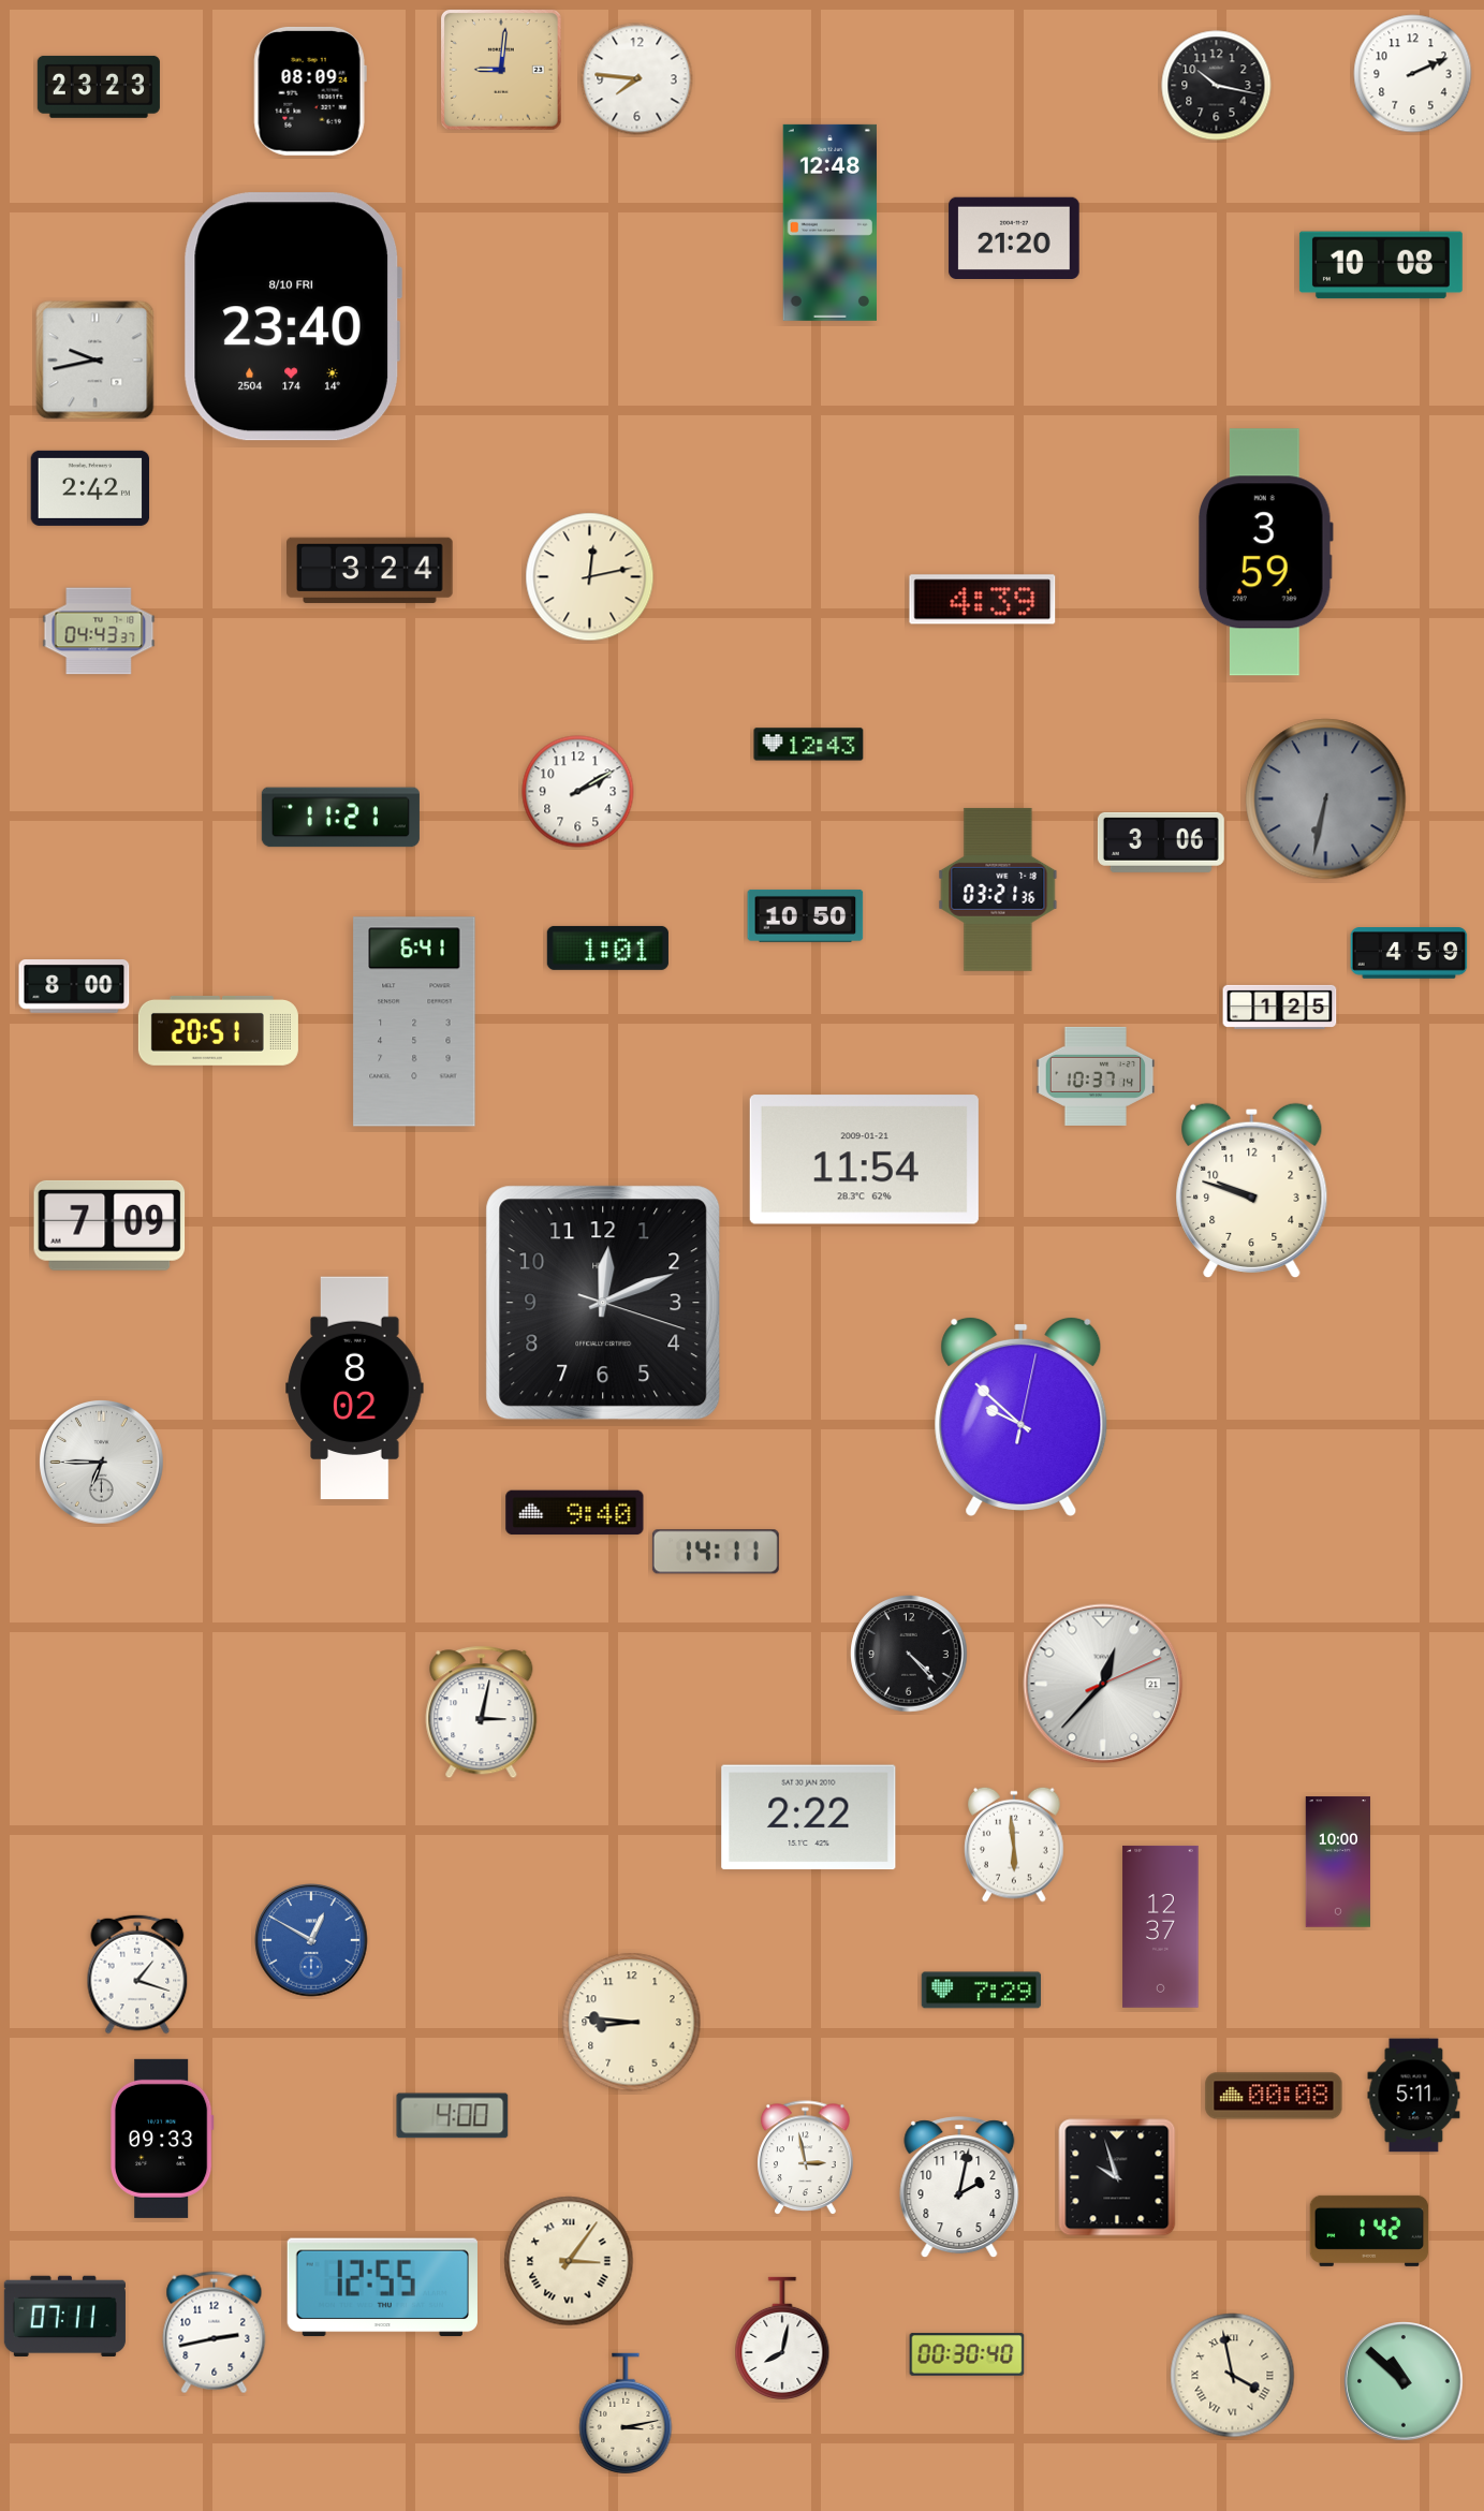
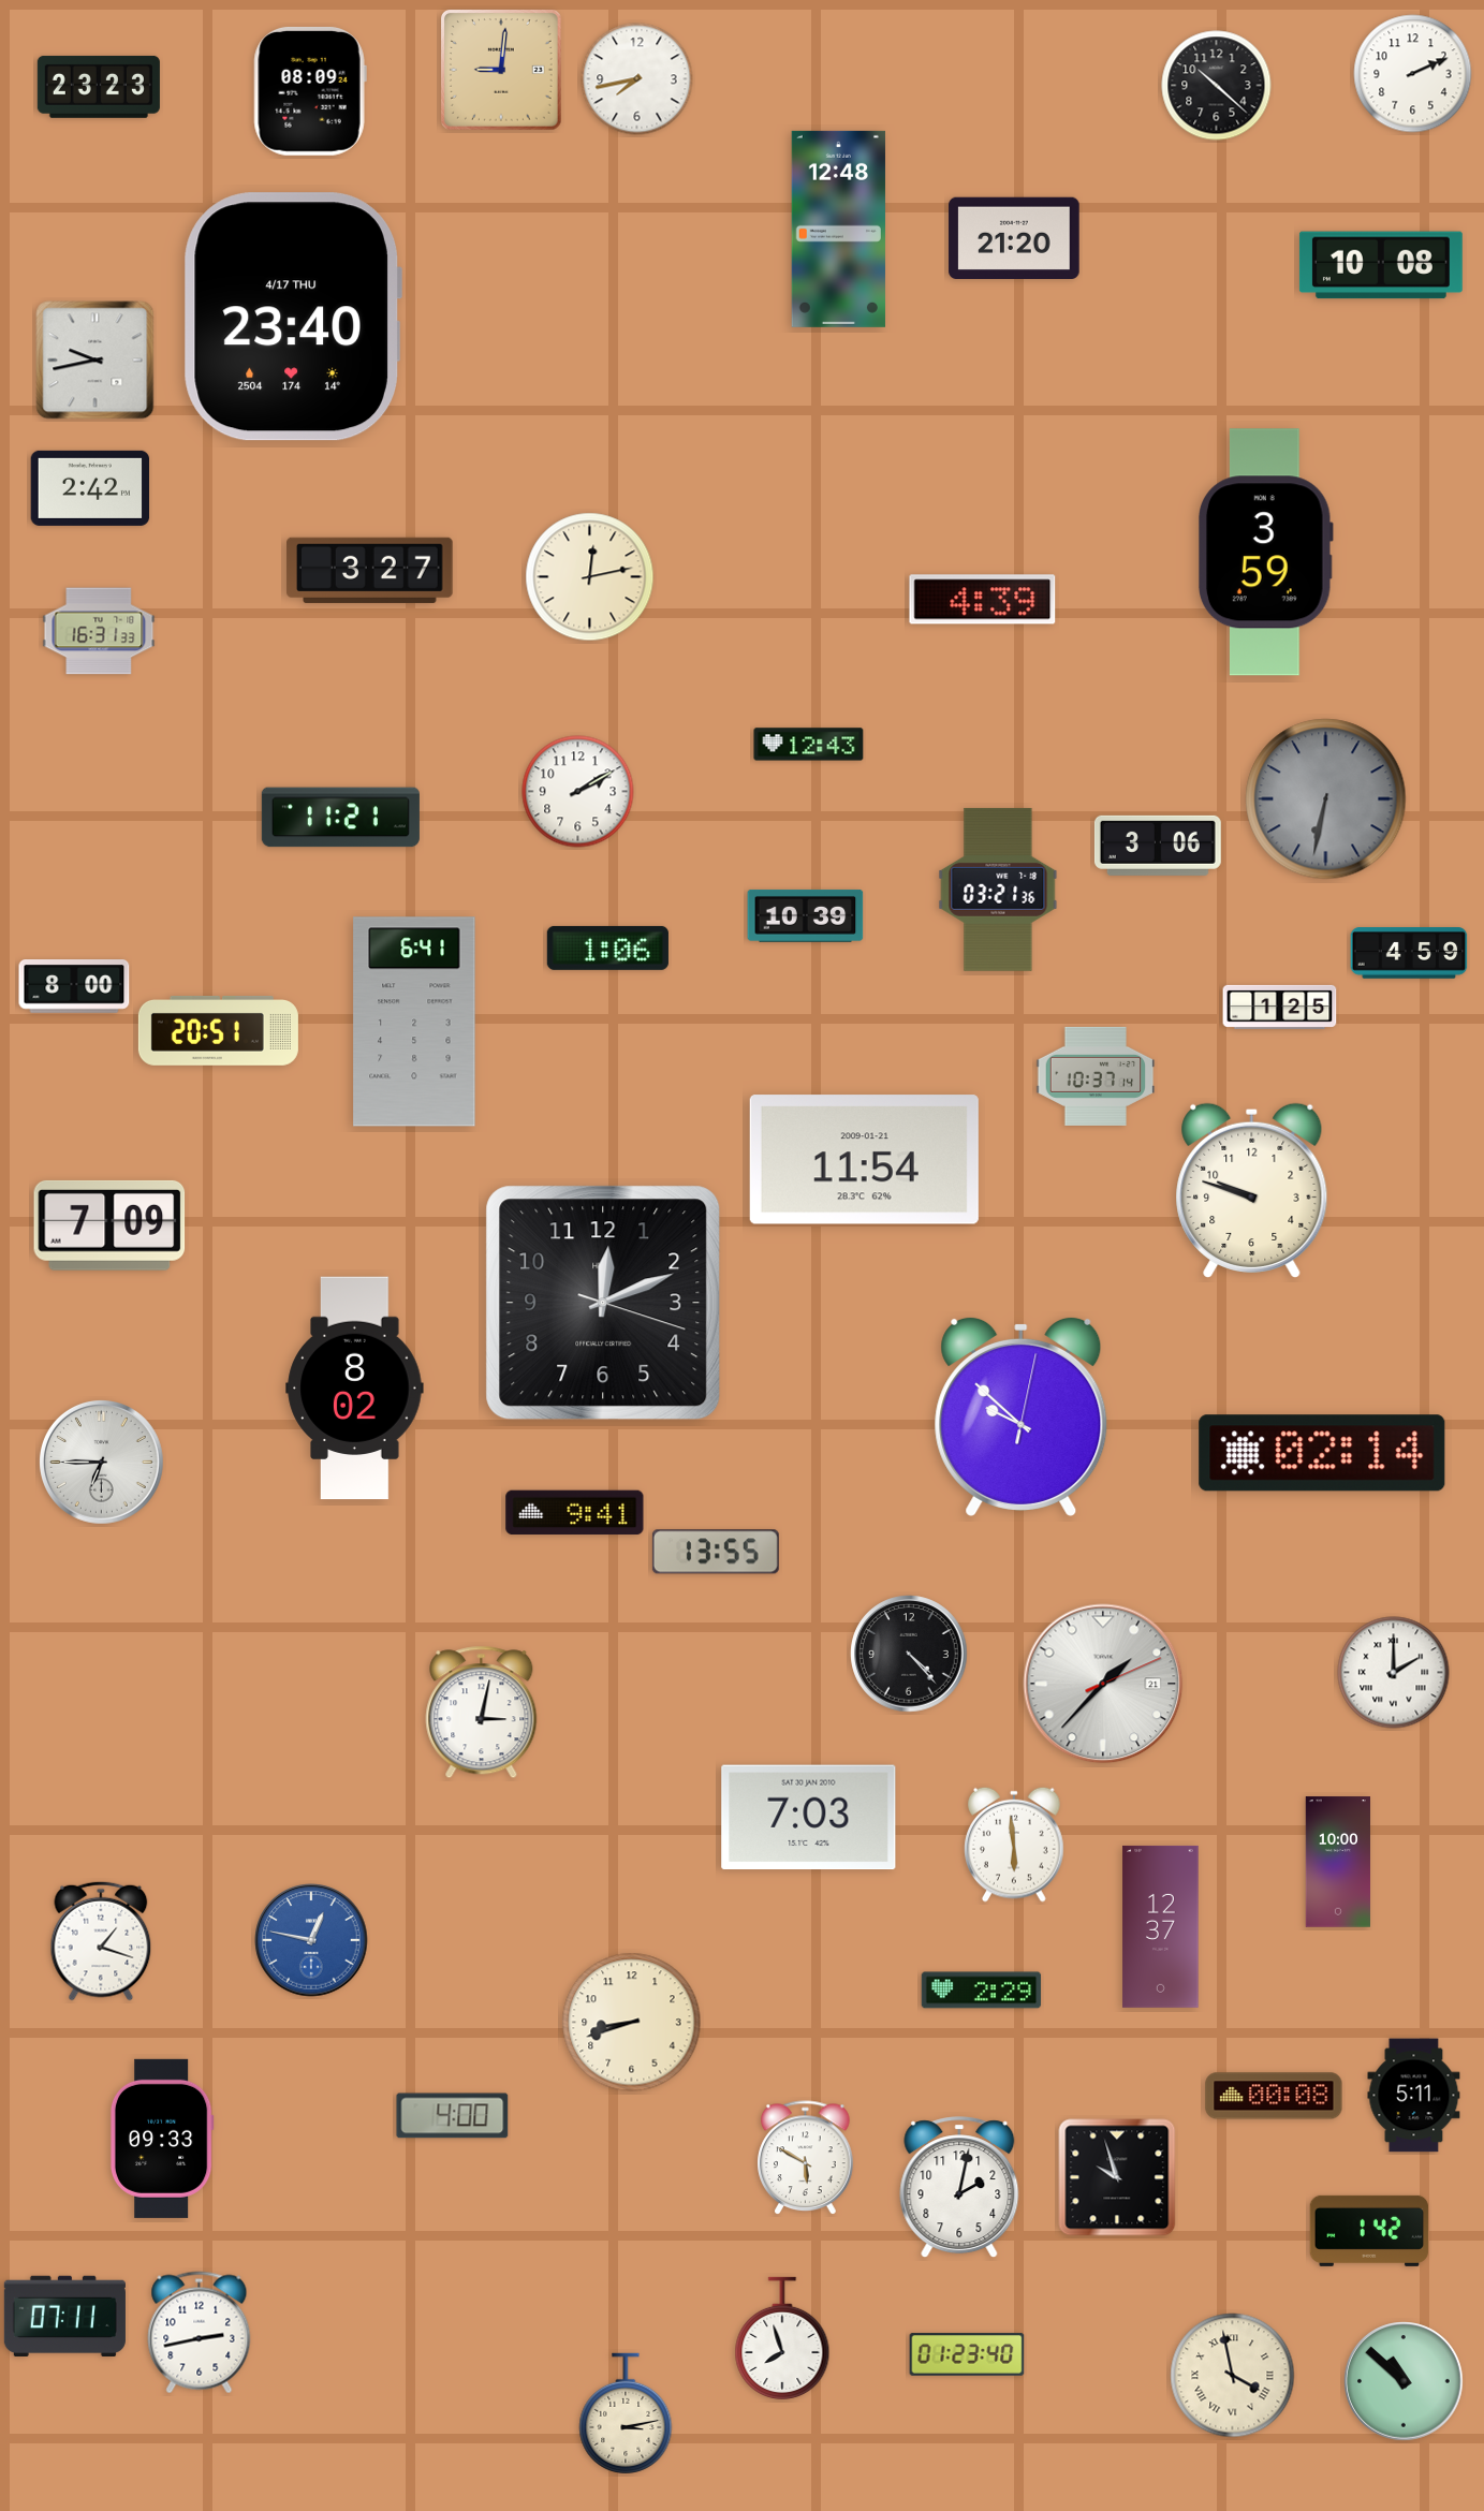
clock at (637, 79): 7:46 -> 7:43
clock at (1217, 86): 10:17 -> 10:22
clock at (829, 222) position: (829, 222) -> (838, 229)
clock at (293, 317) date: 8/10 FRI -> 4/17 THU
clock at (370, 570): 3:24 -> 3:27
clock at (99, 631): 04:43 -> 16:31
clock at (1161, 842) position: (1161, 842) -> (1158, 846)
clock at (806, 915): 10:50 -> 10:39
clock at (607, 948): 1:01 -> 1:06
clock at (1322, 1453): none -> 02:14
clock at (575, 1513): 9:40 -> 9:41
clock at (716, 1552): 14:11 -> 13:55
clock at (1394, 1673): none -> 2:00
clock at (1103, 1684): 12:37 -> 1:37
clock at (809, 1818): 2:22 -> 7:03
clock at (311, 1940): 12:50 -> 12:47
clock at (137, 1974) position: (137, 1974) -> (101, 1941)
clock at (982, 1991): 7:29 -> 2:29
clock at (632, 2023): 8:46 -> 8:42
clock at (806, 2158): 2:58 -> 5:50
clock at (569, 2261): 3:06 -> none
clock at (382, 2288): 12:55 -> none
clock at (215, 2333) position: (215, 2333) -> (200, 2333)
clock at (782, 2338): 8:02 -> 7:57
clock at (967, 2354): 00:30 -> 01:23
